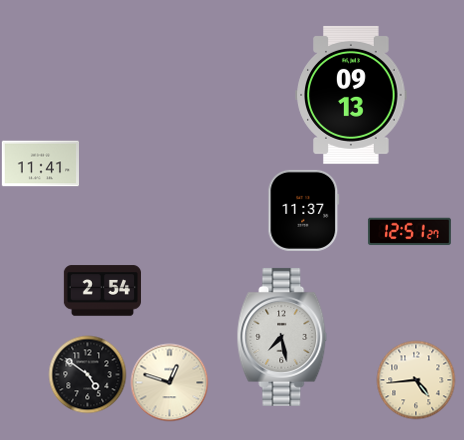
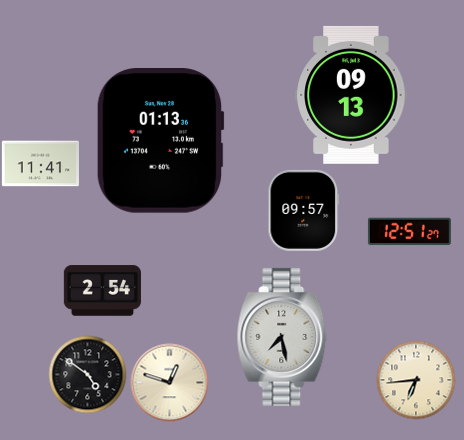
clock at (160, 141): none -> 01:13
clock at (304, 210): 11:37 -> 09:57
clock at (416, 380): 4:44 -> 6:44
